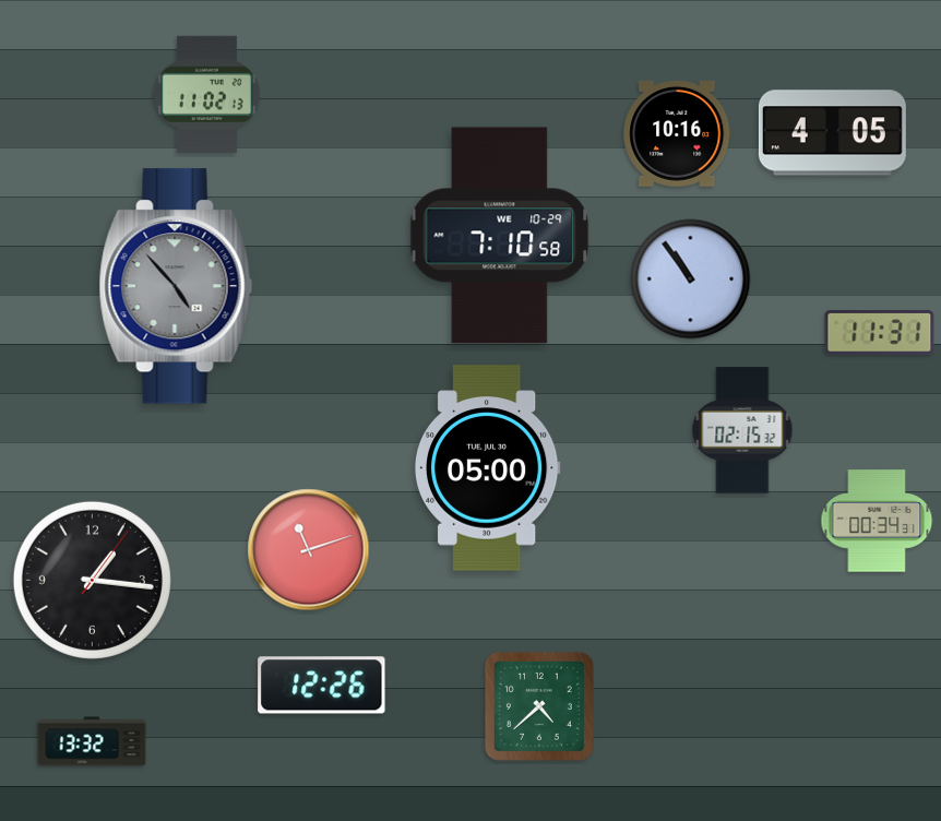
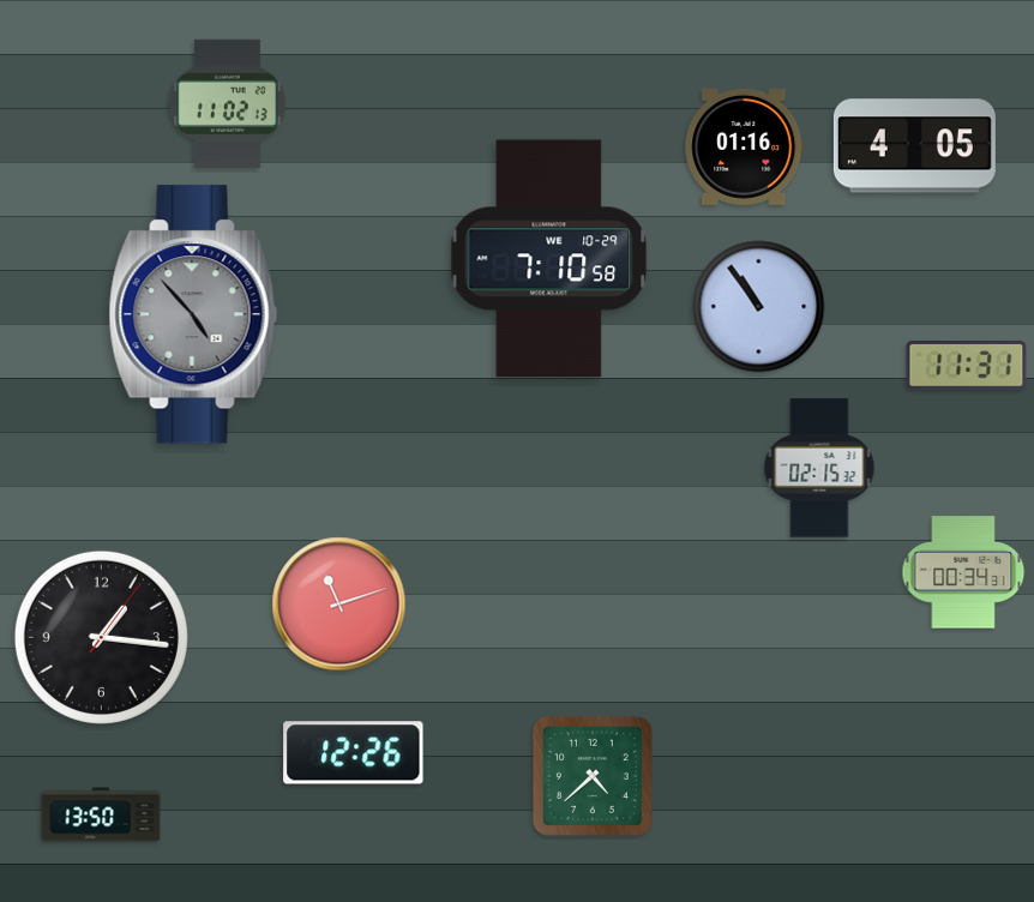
clock at (678, 133): 10:16 -> 01:16
clock at (742, 430) position: (742, 430) -> (819, 468)
clock at (487, 468): 05:00 -> none
clock at (92, 741): 13:32 -> 13:50
